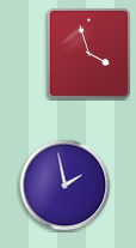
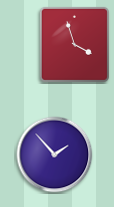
clock at (66, 186): 1:58 -> 1:53
